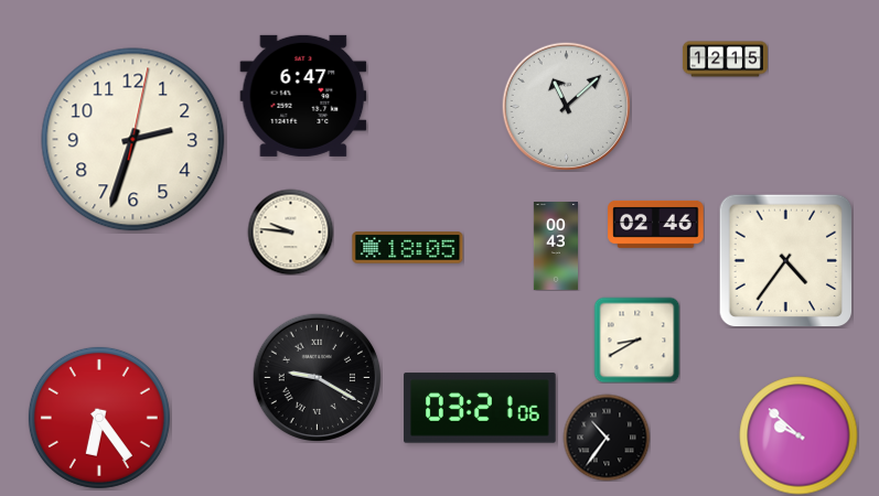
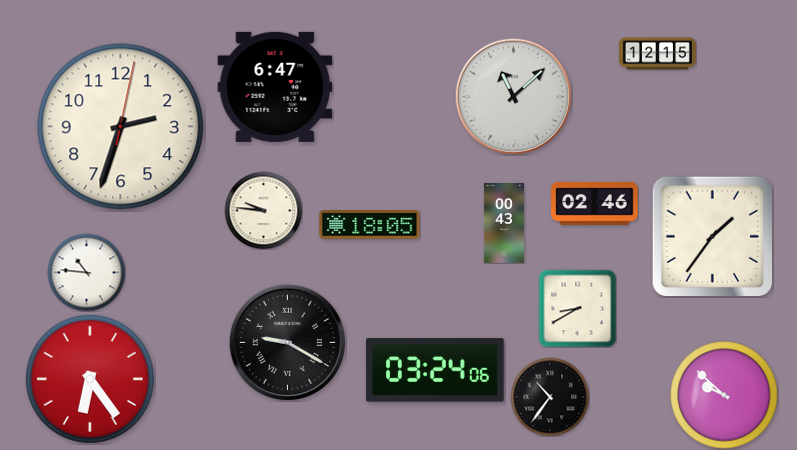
clock at (786, 261): 4:36 -> 1:36
clock at (86, 272): none -> 10:46
clock at (480, 408): 03:21 -> 03:24
